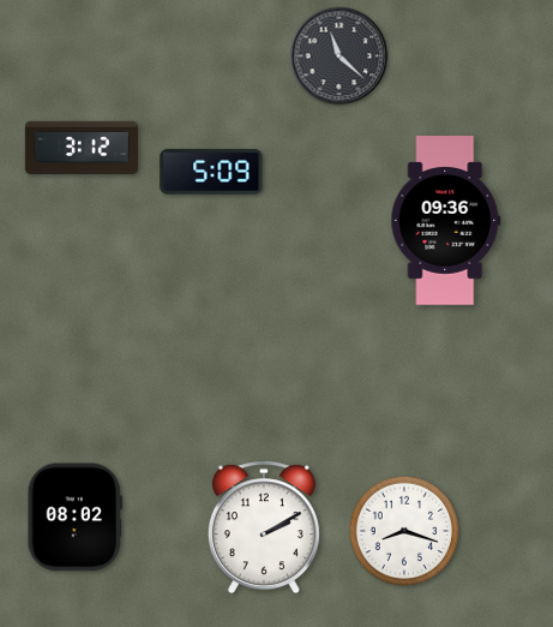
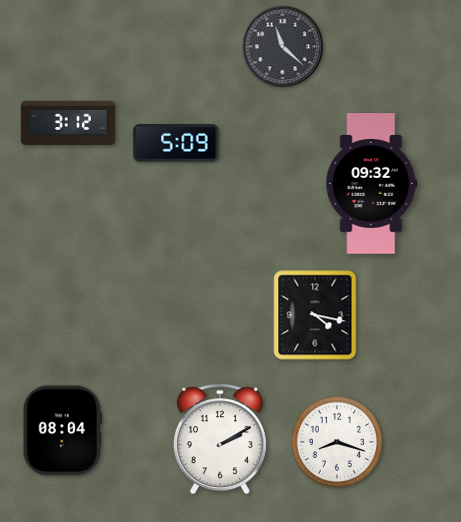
clock at (446, 221): 09:36 -> 09:32
clock at (315, 315): none -> 4:17
clock at (74, 518): 08:02 -> 08:04
